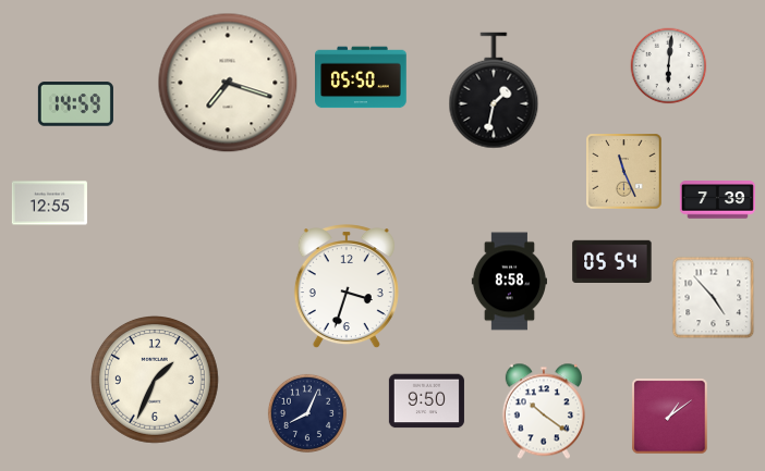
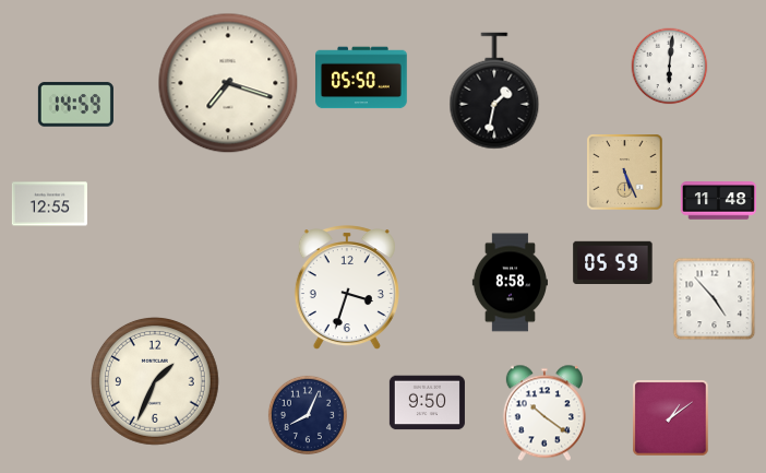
clock at (624, 172): 11:26 -> 5:26
clock at (717, 200): 7:39 -> 11:48
clock at (612, 261): 05:54 -> 05:59
